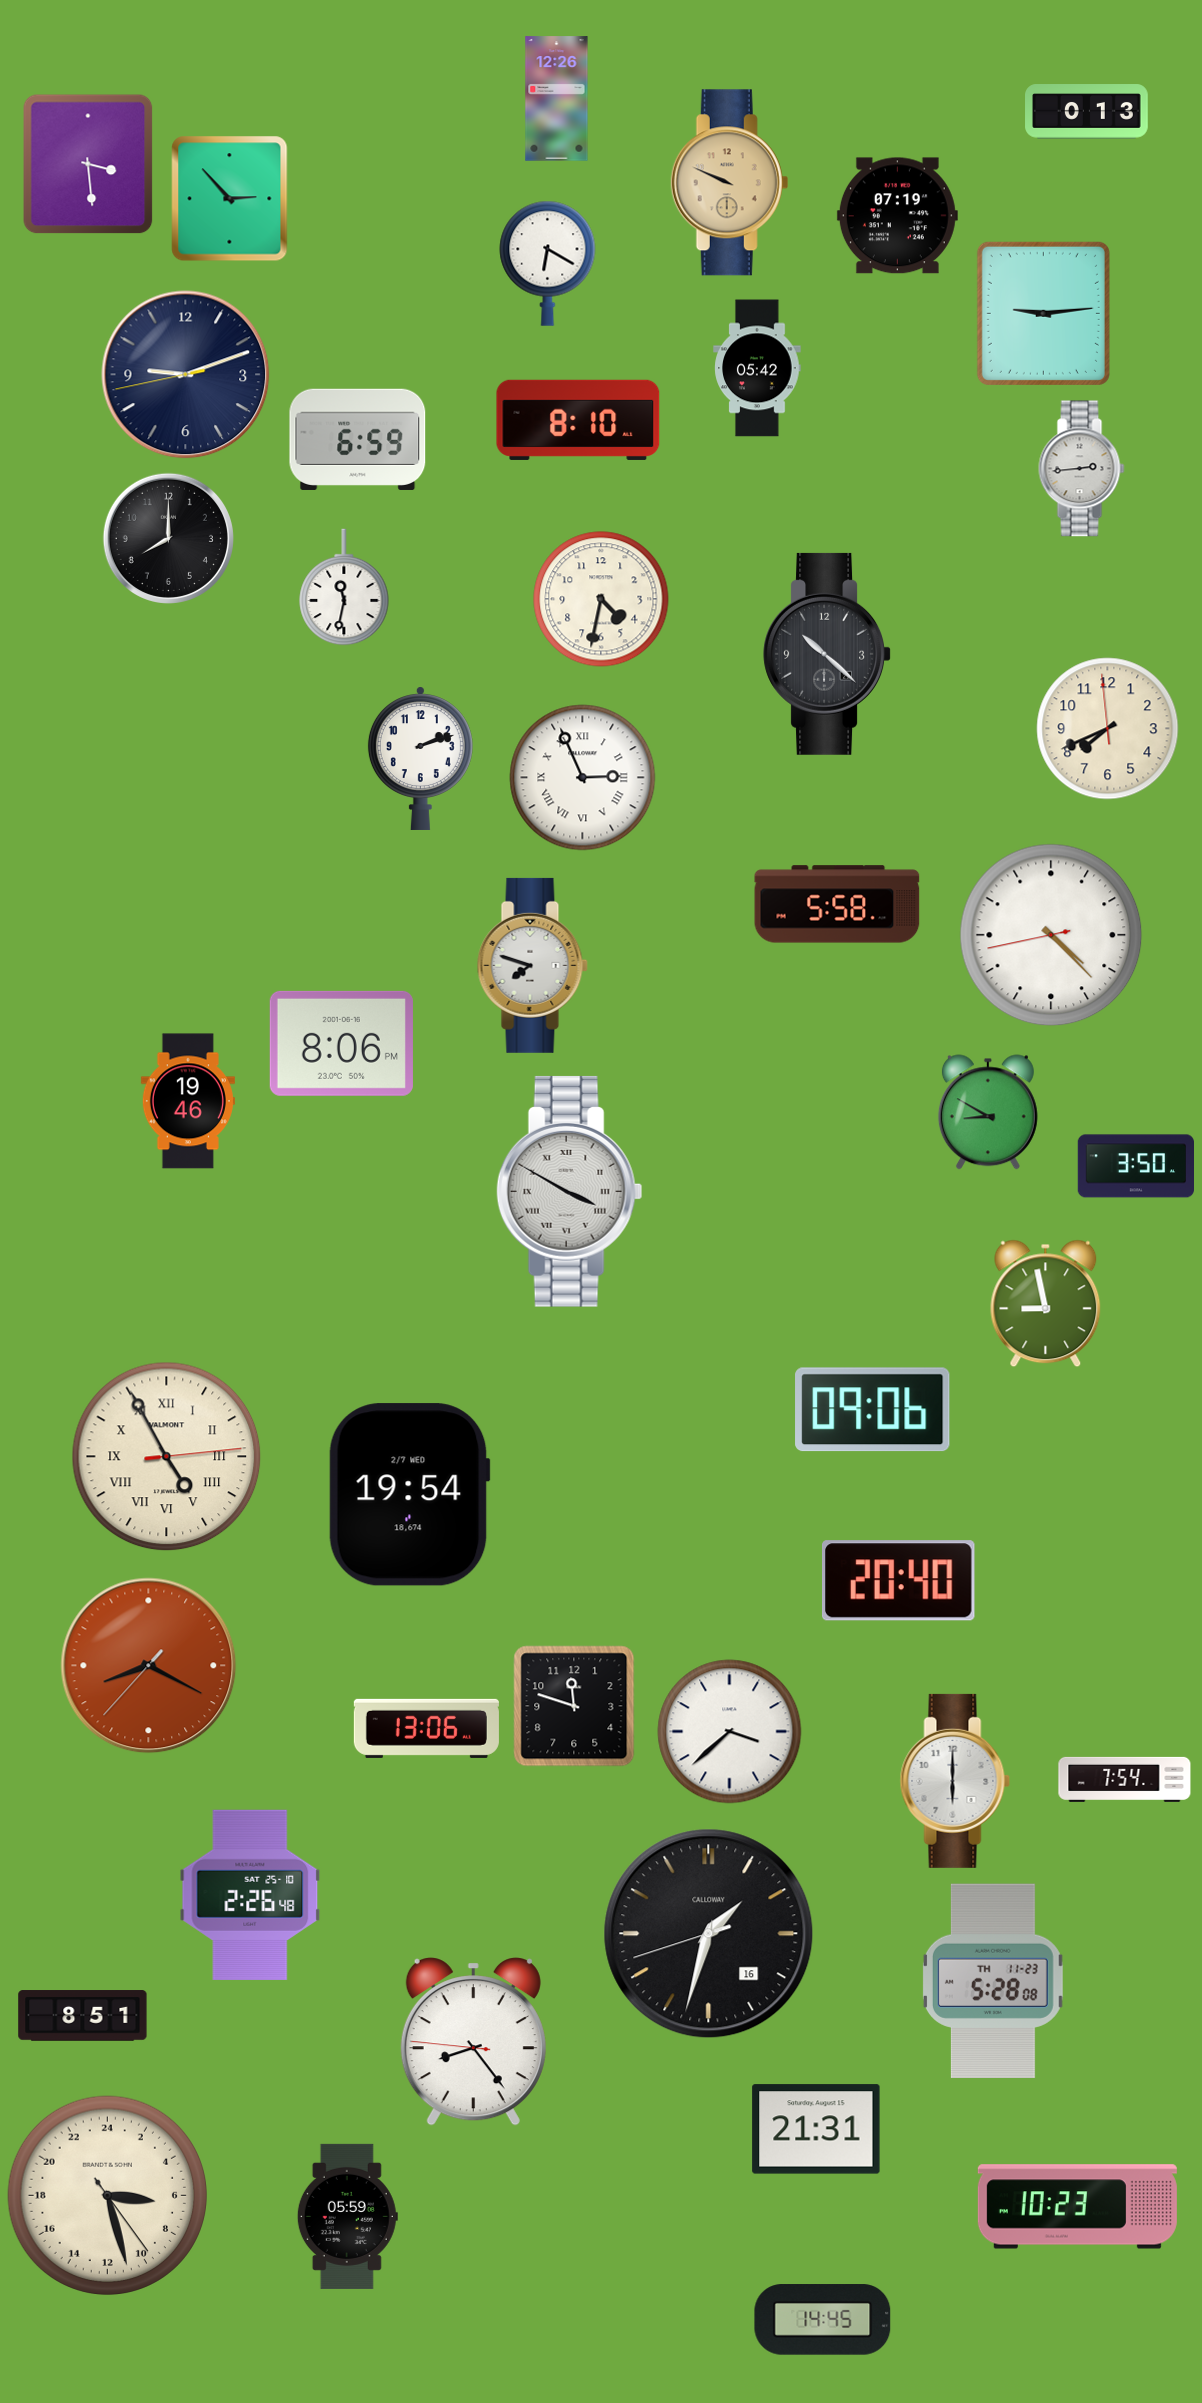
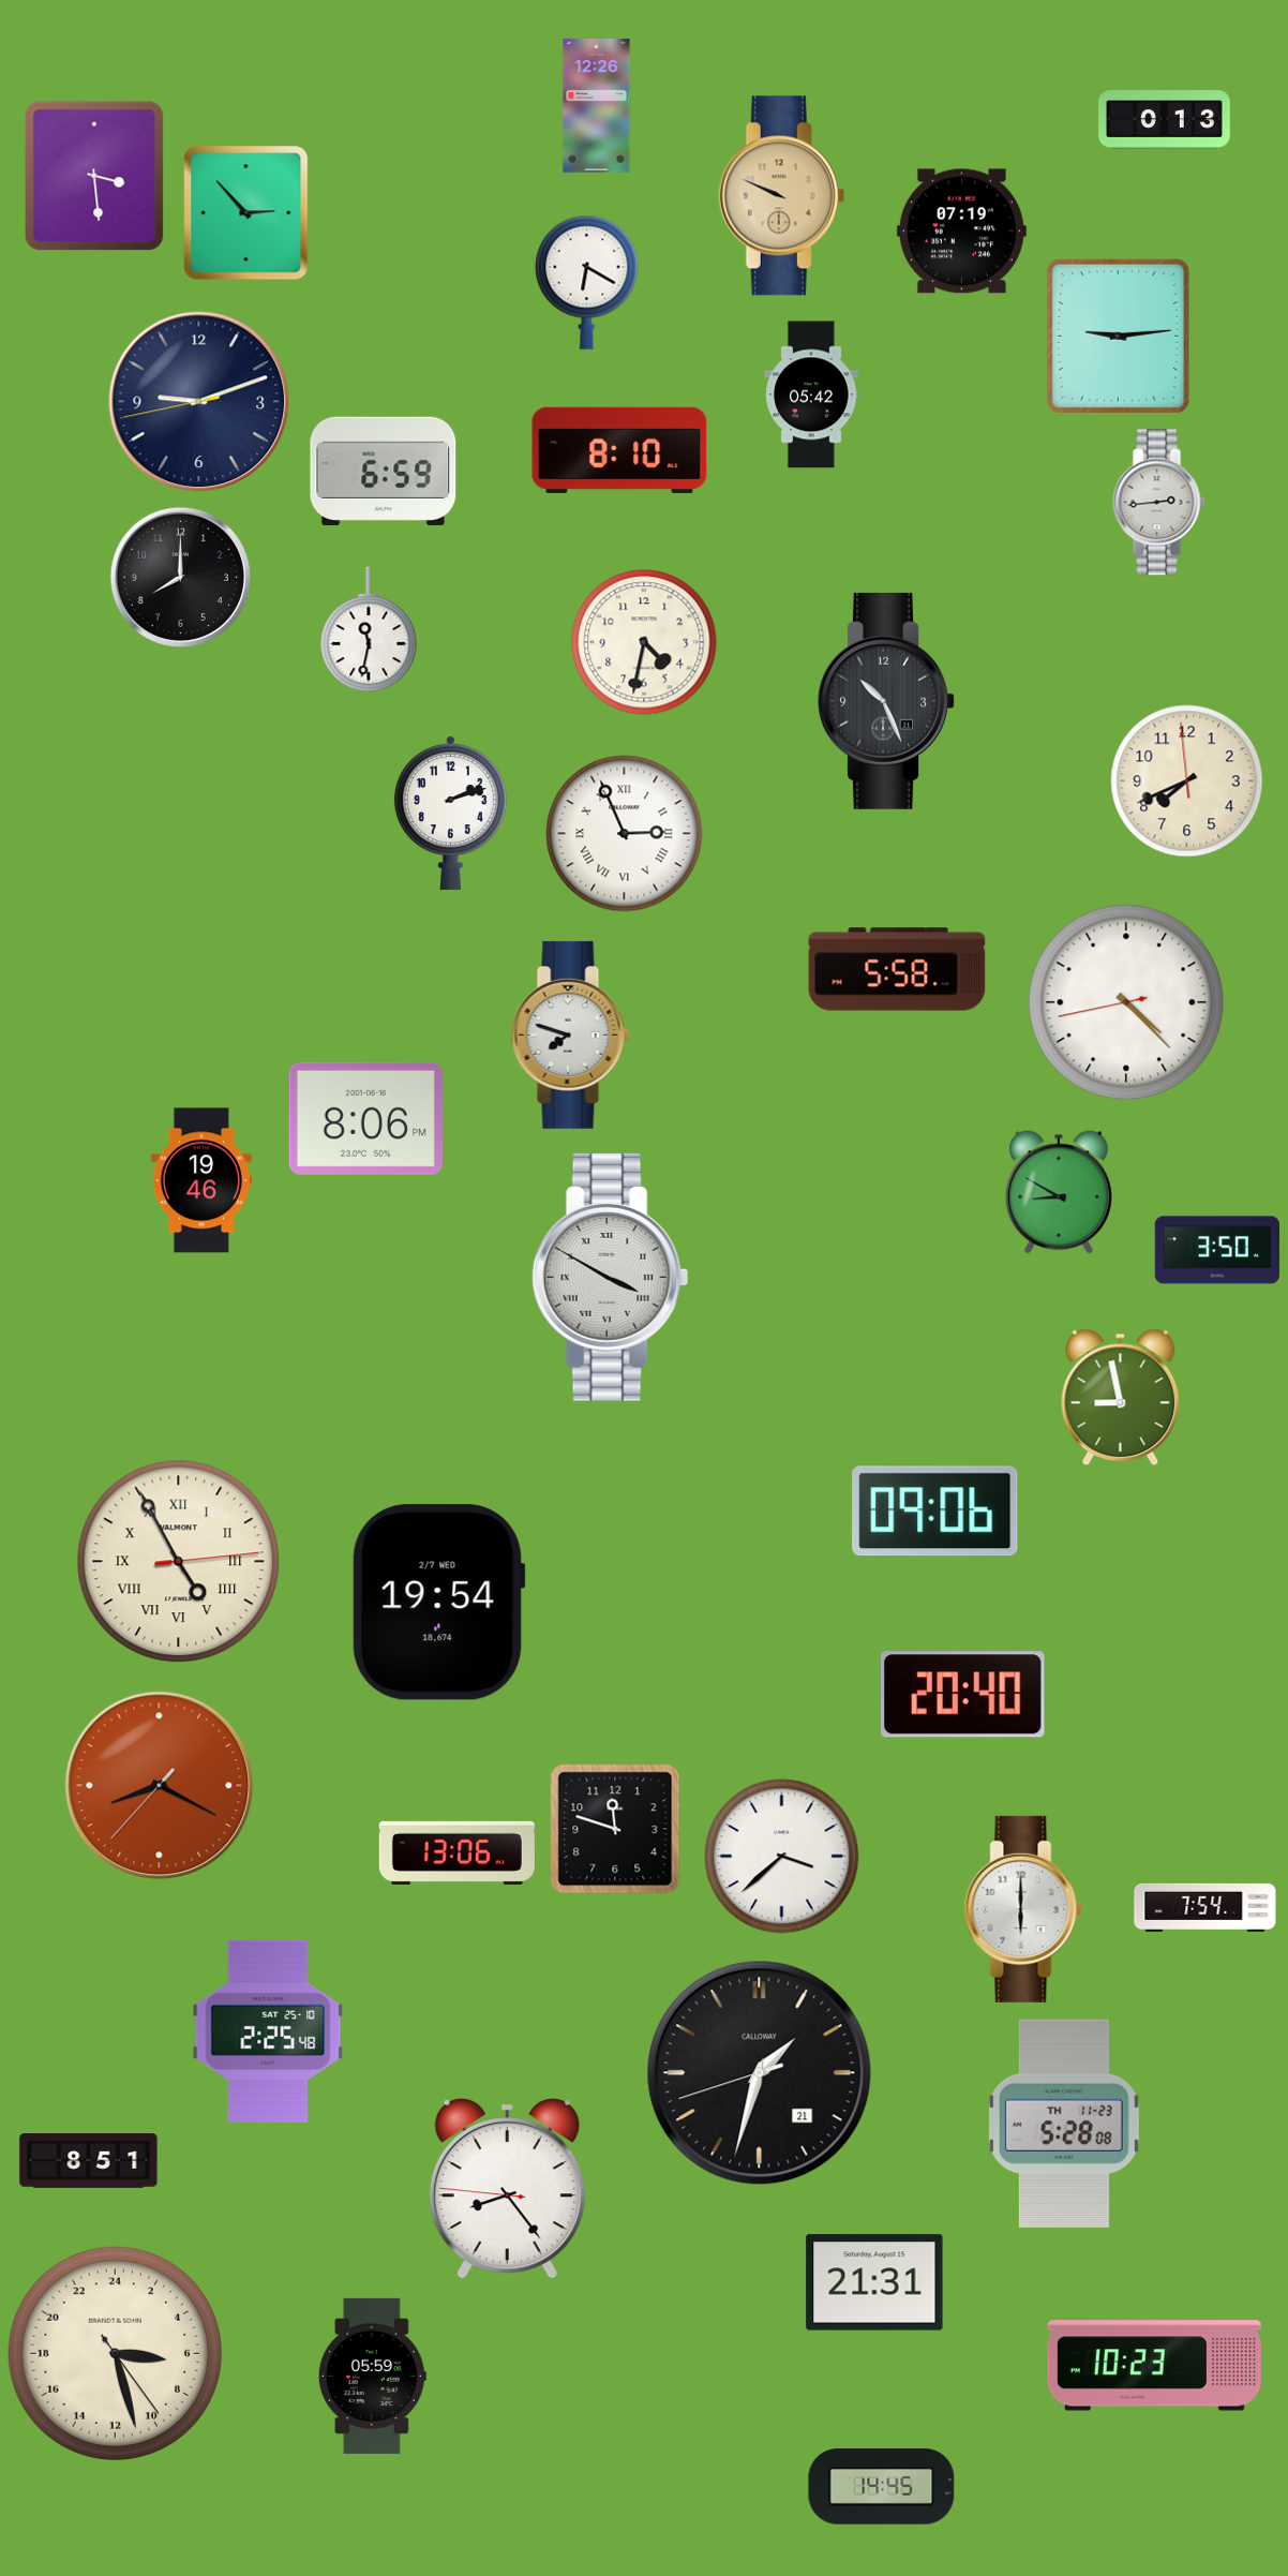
clock at (827, 654): 10:22 -> 10:26
clock at (250, 1895): 2:26 -> 2:25
clock at (709, 1934) date: 16 -> 21
